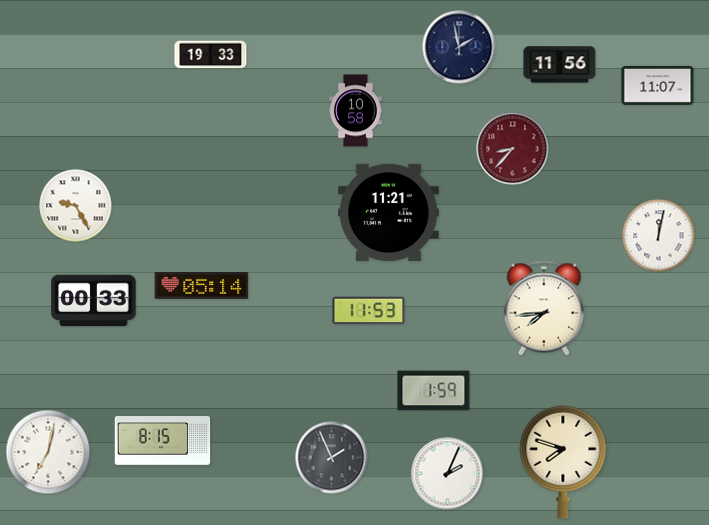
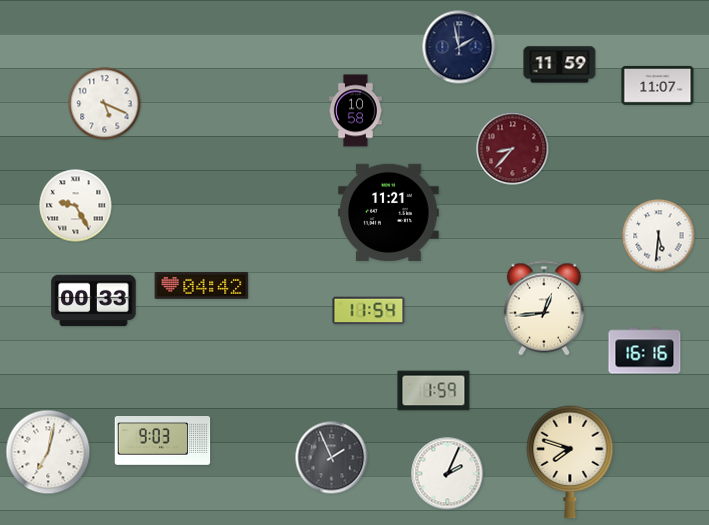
clock at (211, 55): 19:33 -> none
clock at (560, 65): 11:56 -> 11:59
clock at (105, 104): none -> 5:19
clock at (659, 236): 12:02 -> 5:31
clock at (202, 286): 05:14 -> 04:42
clock at (544, 308): 7:44 -> 12:44
clock at (369, 311): 11:53 -> 11:54
clock at (645, 351): none -> 16:16
clock at (163, 441): 8:15 -> 9:03
clock at (563, 462) position: (563, 462) -> (570, 462)
